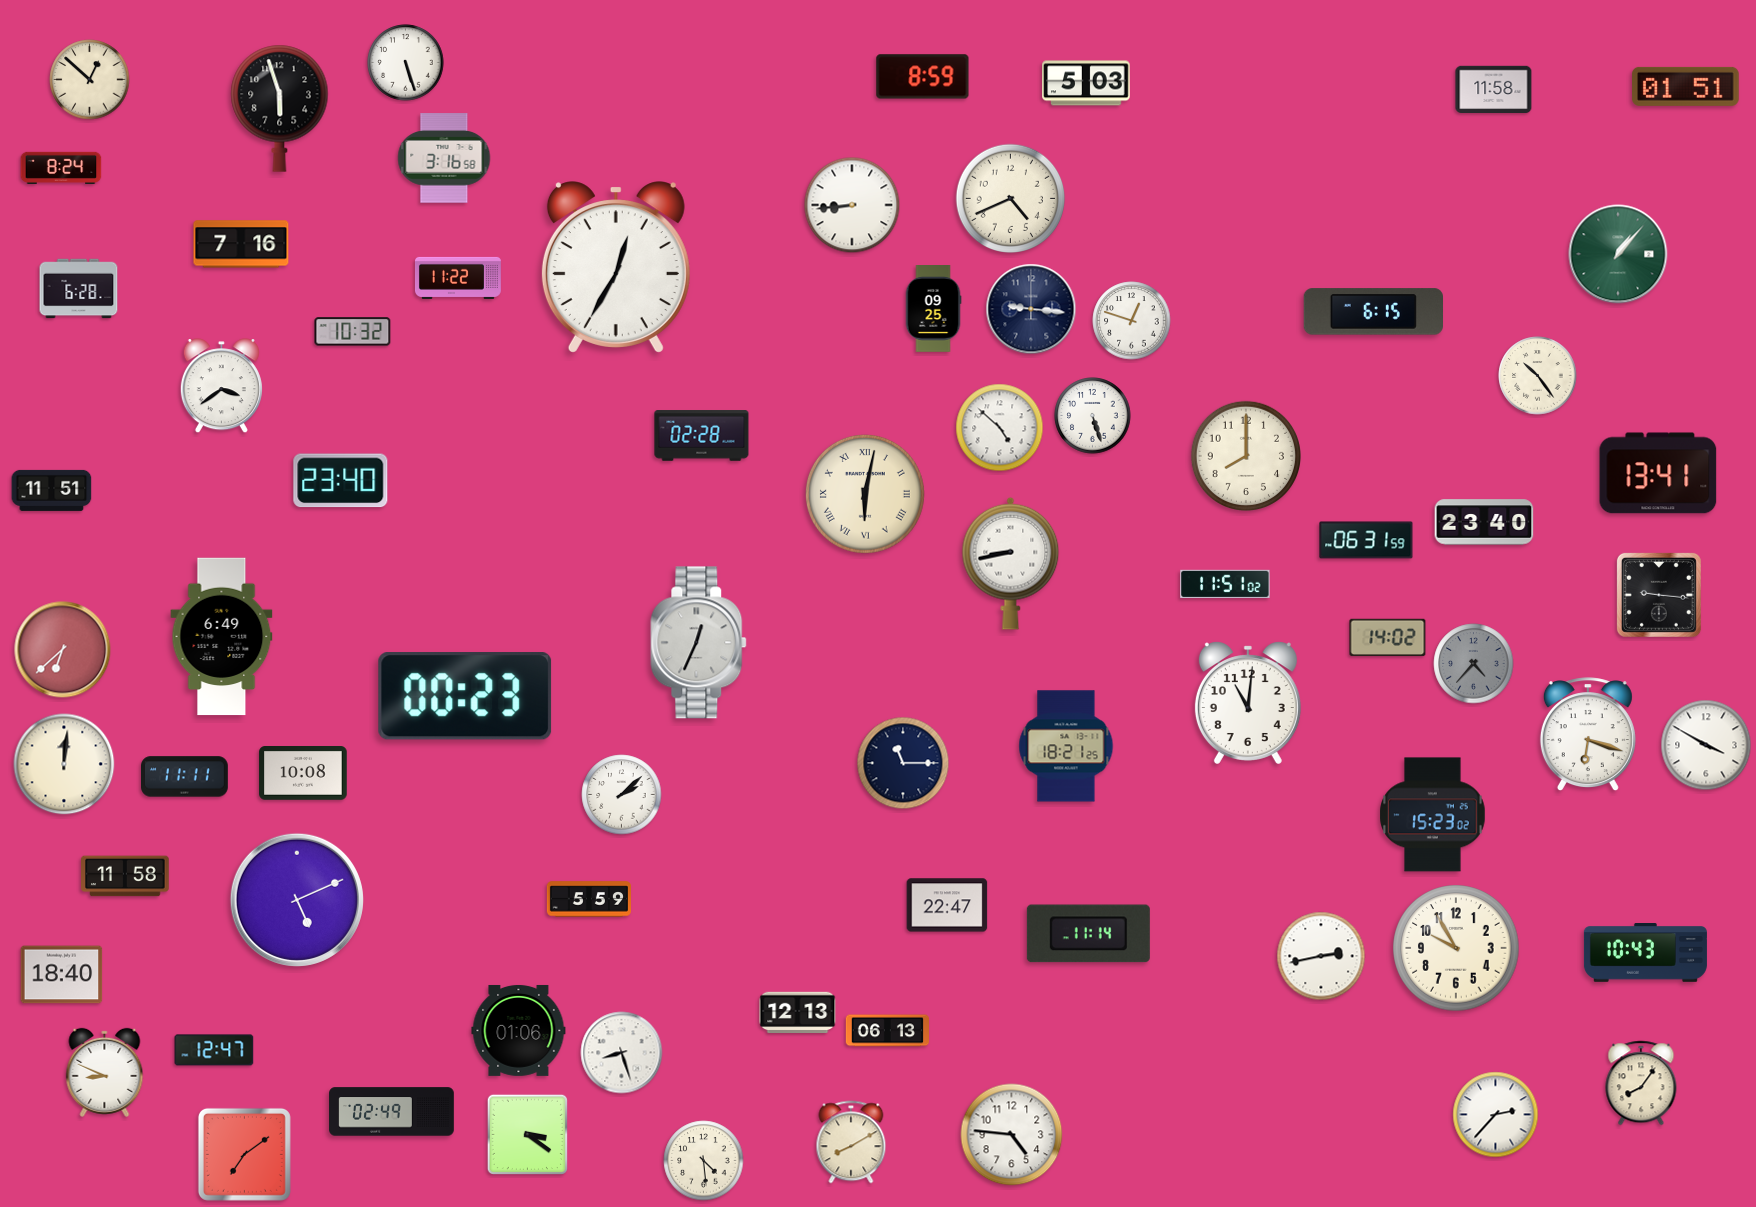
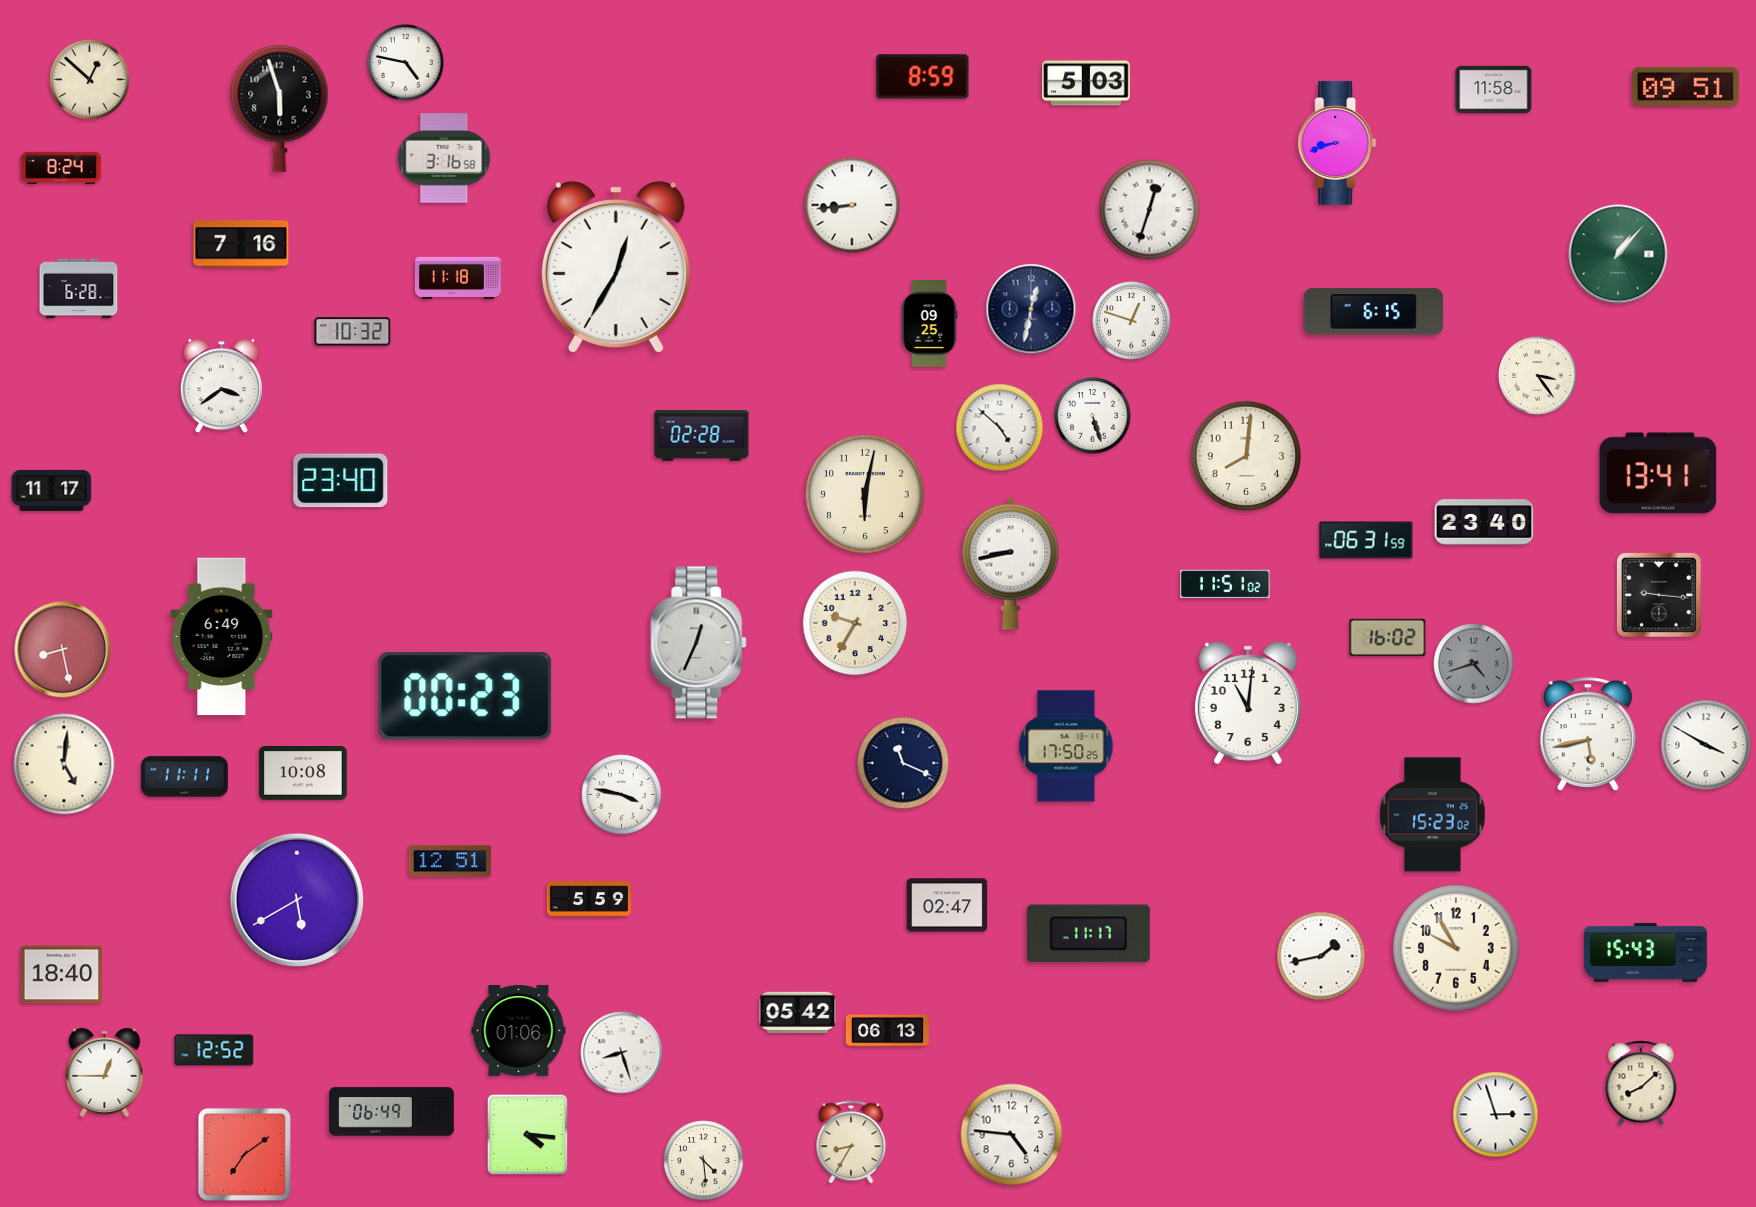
clock at (406, 63): 5:27 -> 4:47
clock at (1686, 86): 01:51 -> 09:51
clock at (1337, 143): none -> 8:42
clock at (1011, 199): 4:41 -> none
clock at (1150, 210): none -> 12:33
clock at (458, 278): 11:22 -> 11:18
clock at (933, 309) position: (933, 309) -> (929, 324)
clock at (1031, 309): 9:16 -> 12:32
clock at (1538, 376): 10:24 -> 3:24
clock at (1245, 455): 8:00 -> 8:01
clock at (52, 490): 11:51 -> 11:17
clock at (865, 494) numerals: Roman -> Arabic
clock at (855, 623): none -> 9:35
clock at (1388, 638): 14:02 -> 16:02
clock at (63, 650): 6:38 -> 8:28
clock at (1474, 664): 4:37 -> 4:42
clock at (1588, 735): 6:18 -> 5:43
clock at (1066, 746): 18:21 -> 17:50
clock at (903, 763): 11:15 -> 11:19
clock at (64, 764): 12:01 -> 5:01
clock at (622, 795): 2:08 -> 3:47
clock at (450, 861): none -> 12:51
clock at (125, 876): 11:58 -> none
clock at (297, 900): 5:11 -> 5:40
clock at (947, 905): 22:47 -> 02:47
clock at (1088, 934): 11:14 -> 11:17
clock at (1645, 953): 10:43 -> 15:43
clock at (1321, 956): 2:43 -> 1:43
clock at (798, 1013): 12:13 -> 05:42
clock at (214, 1050): 12:47 -> 12:52
clock at (105, 1072): 8:49 -> 12:45
clock at (1641, 1083): 8:06 -> 8:08
clock at (392, 1112): 02:49 -> 06:49
clock at (1496, 1115): 2:37 -> 2:57
clock at (527, 1134): 3:21 -> 4:16
clock at (851, 1142): 8:10 -> 8:35
